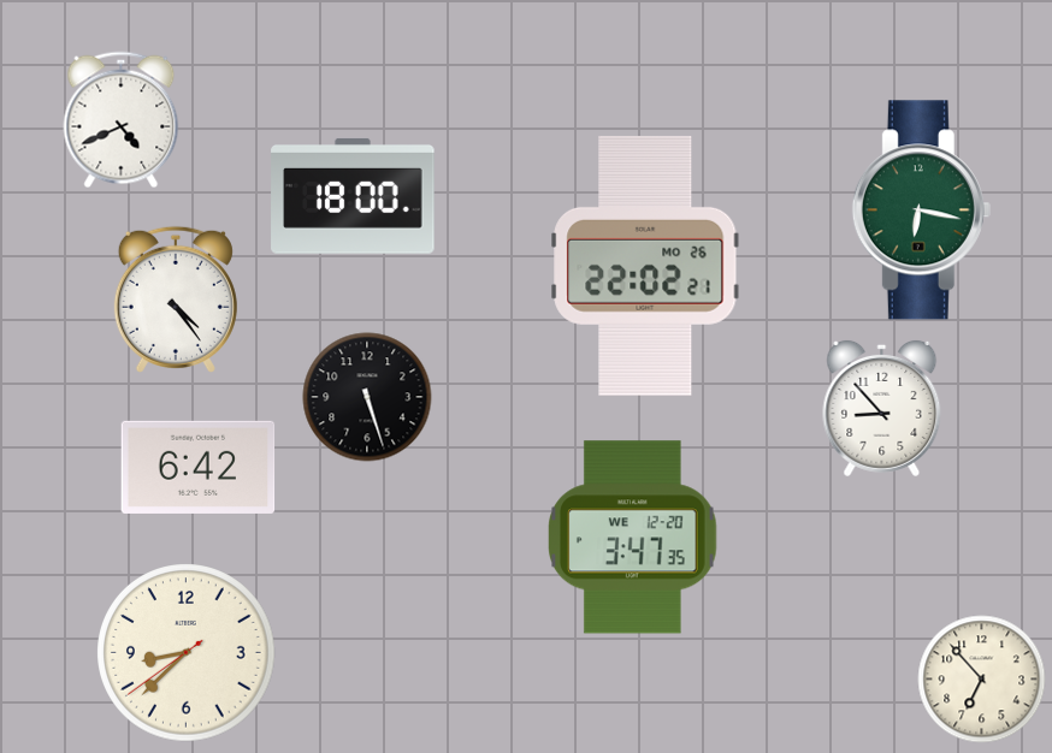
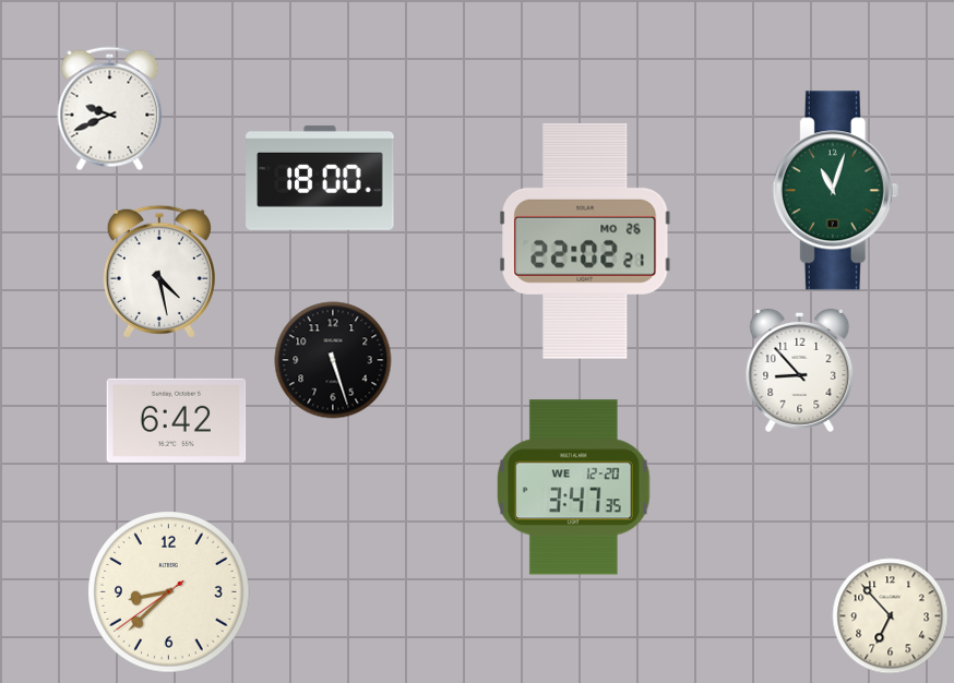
clock at (122, 120): 4:41 -> 9:41
clock at (921, 211): 6:17 -> 11:03
clock at (176, 300): 4:24 -> 4:28
clock at (199, 467) position: (199, 467) -> (177, 420)
